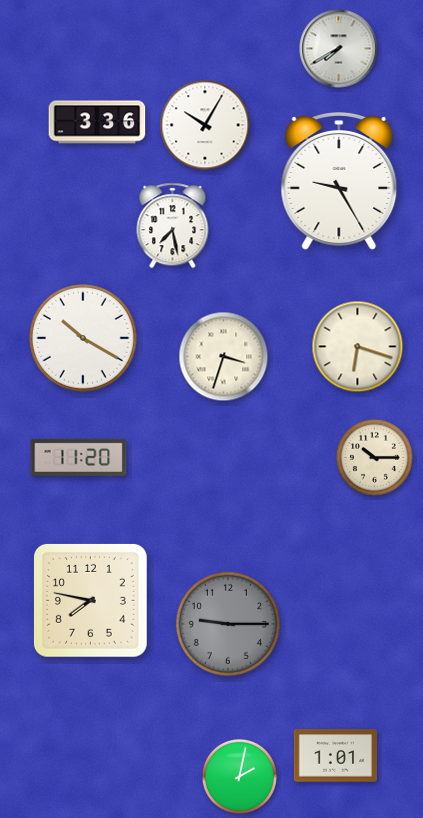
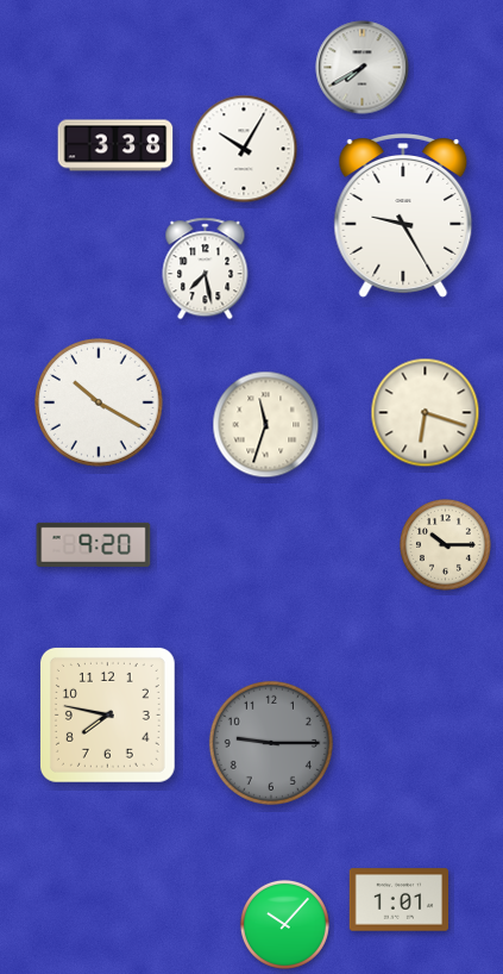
clock at (339, 49) position: (339, 49) -> (363, 68)
clock at (97, 122): 3:36 -> 3:38
clock at (224, 357): 3:33 -> 11:33
clock at (79, 457): 11:20 -> 9:20
clock at (239, 776): 2:02 -> 10:07
